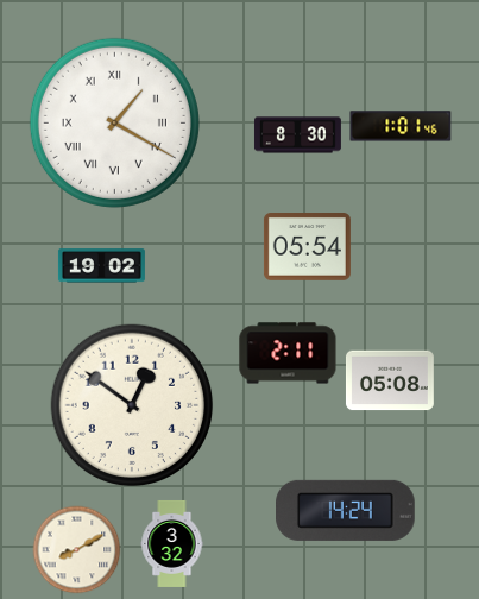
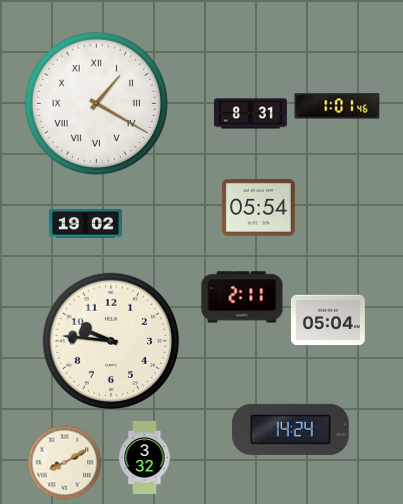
clock at (297, 135): 8:30 -> 8:31
clock at (390, 380): 05:08 -> 05:04
clock at (132, 405): 12:51 -> 9:46
